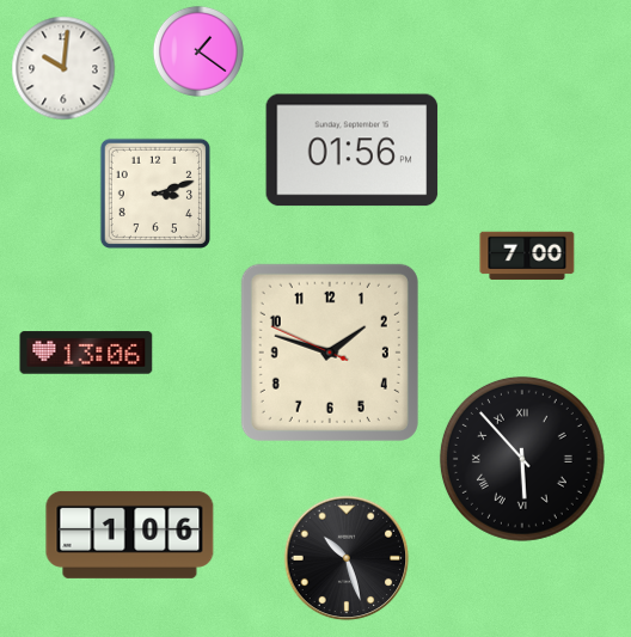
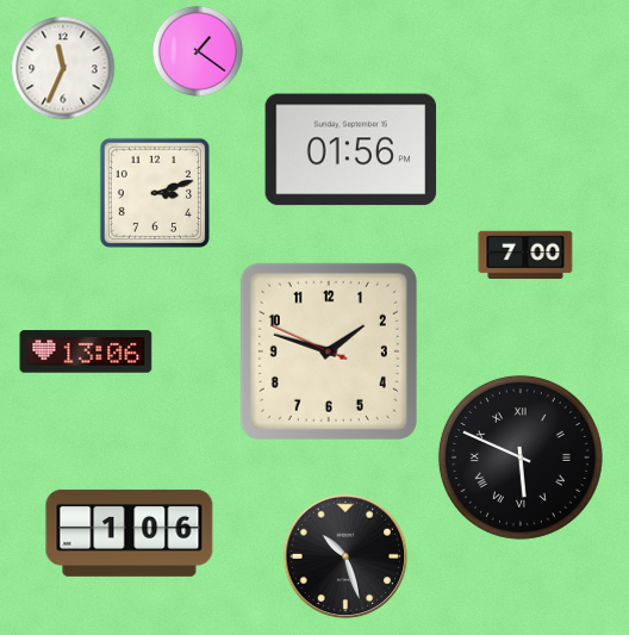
clock at (63, 68): 10:01 -> 11:34
clock at (522, 459): 5:53 -> 5:49
